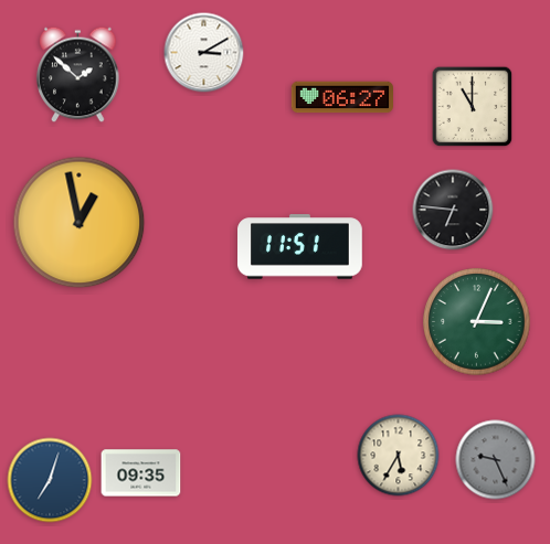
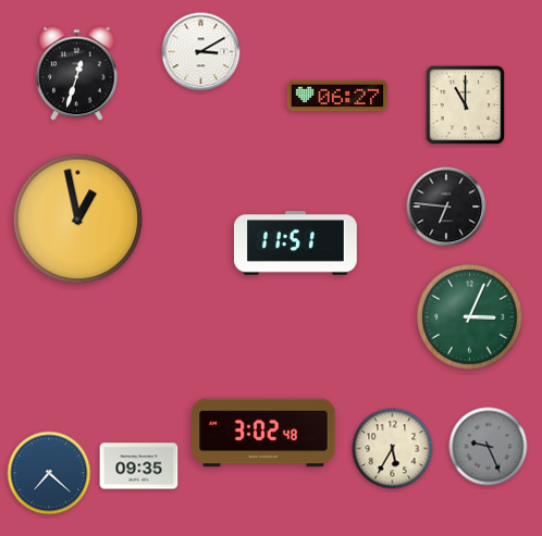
clock at (78, 75): 1:52 -> 12:33
clock at (263, 433): none -> 3:02
clock at (496, 460) position: (496, 460) -> (489, 447)
clock at (50, 480): 7:03 -> 7:22
